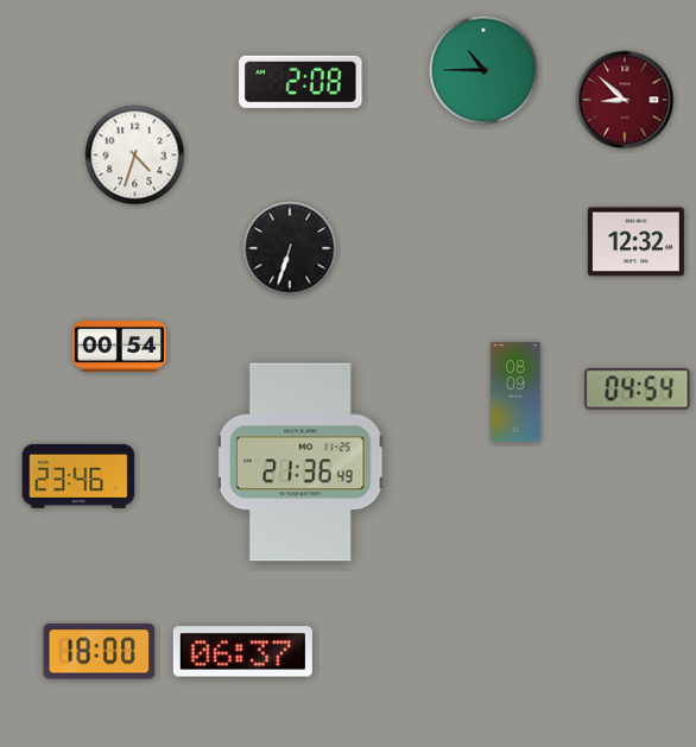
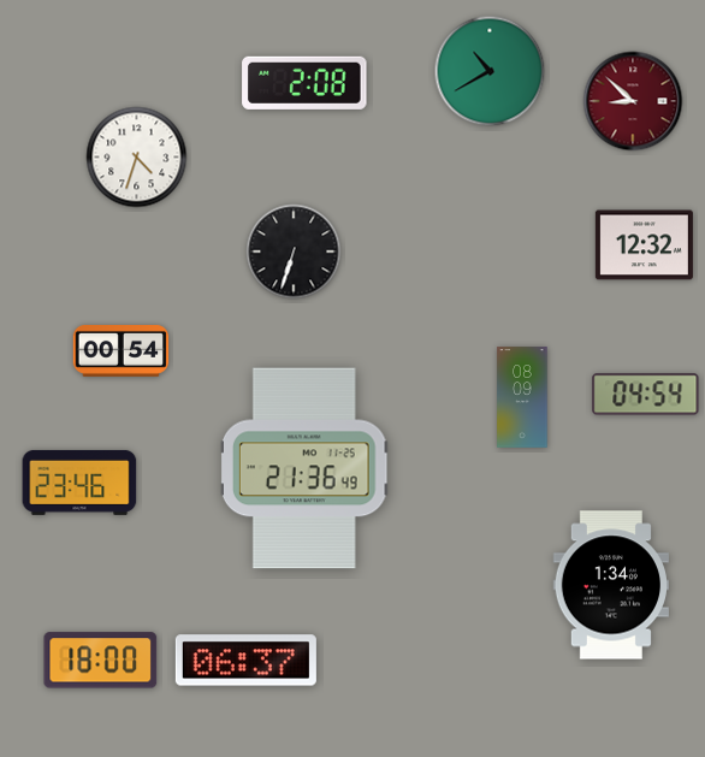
clock at (483, 70): 10:45 -> 10:40
clock at (610, 585): none -> 1:34
